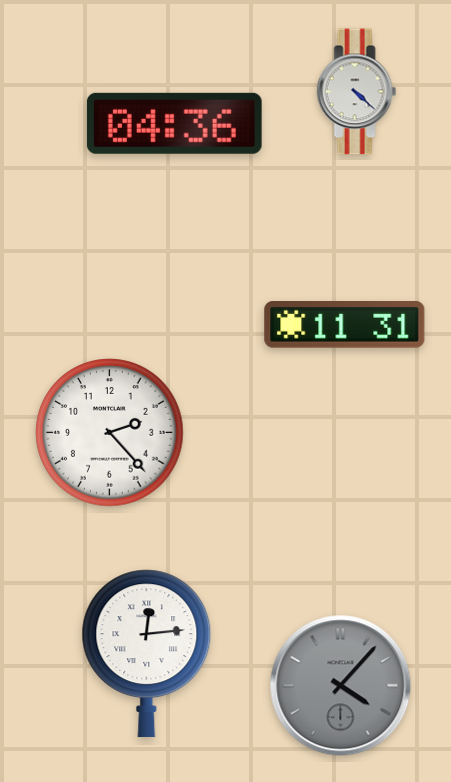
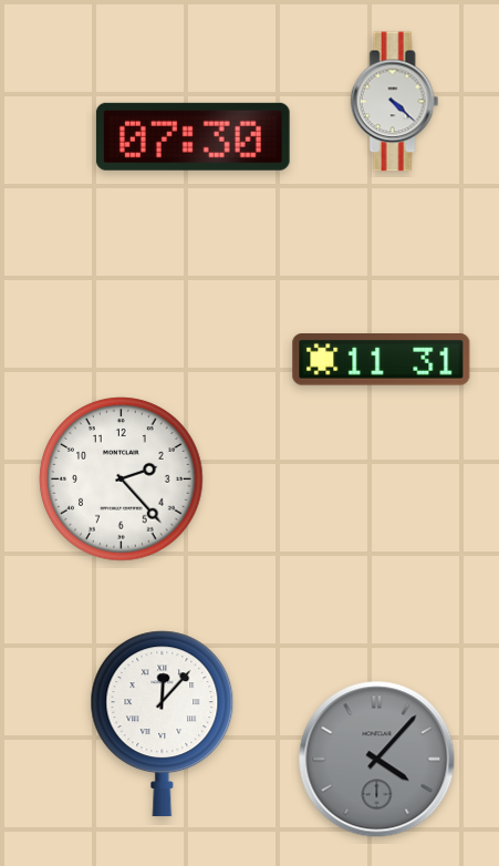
clock at (174, 123): 04:36 -> 07:30
clock at (147, 654): 12:14 -> 12:07
